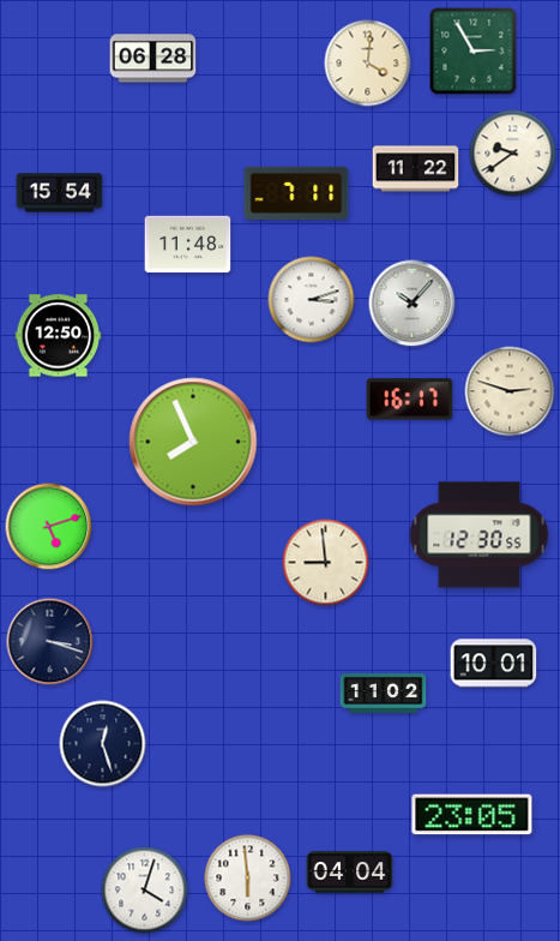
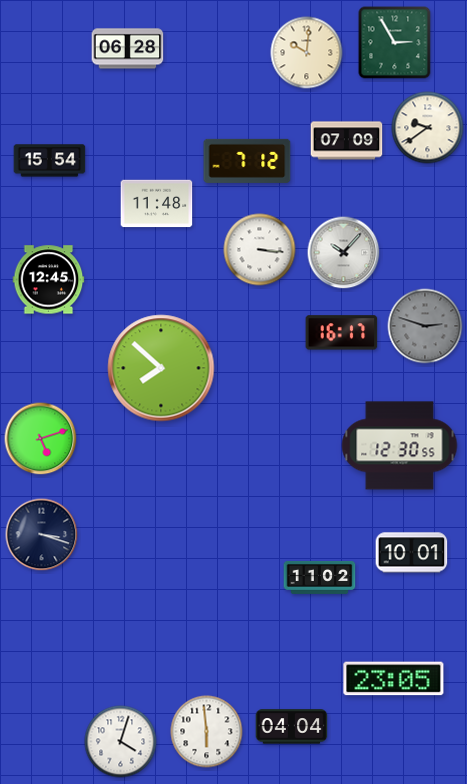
clock at (368, 64): 4:01 -> 10:01
clock at (416, 169): 11:22 -> 07:09
clock at (296, 193): 7:11 -> 7:12
clock at (312, 300): 3:12 -> 3:16
clock at (59, 336): 12:50 -> 12:45
clock at (510, 391) dial: cream -> grey
clock at (193, 442): 7:56 -> 7:52
clock at (326, 563): 8:59 -> none
clock at (103, 744): 12:27 -> none
